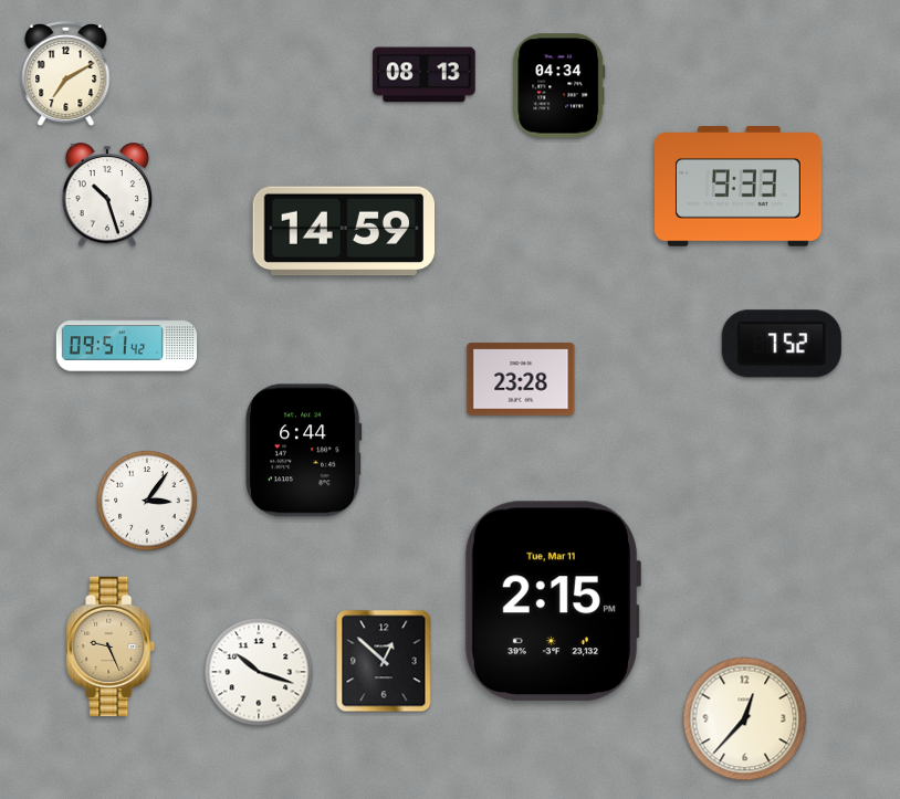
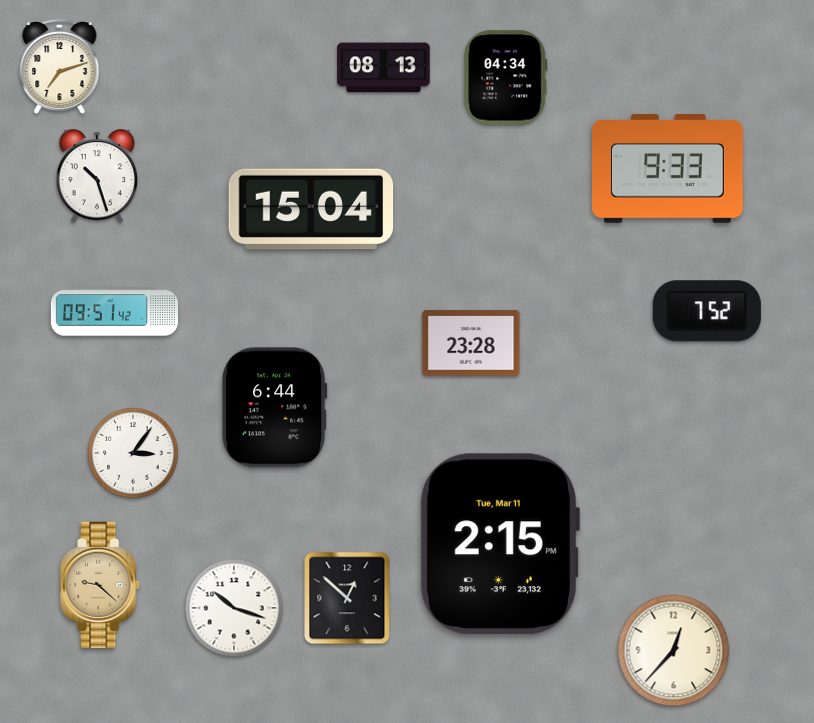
clock at (66, 74): 7:10 -> 7:12
clock at (344, 231): 14:59 -> 15:04
clock at (112, 645): 9:26 -> 9:22
